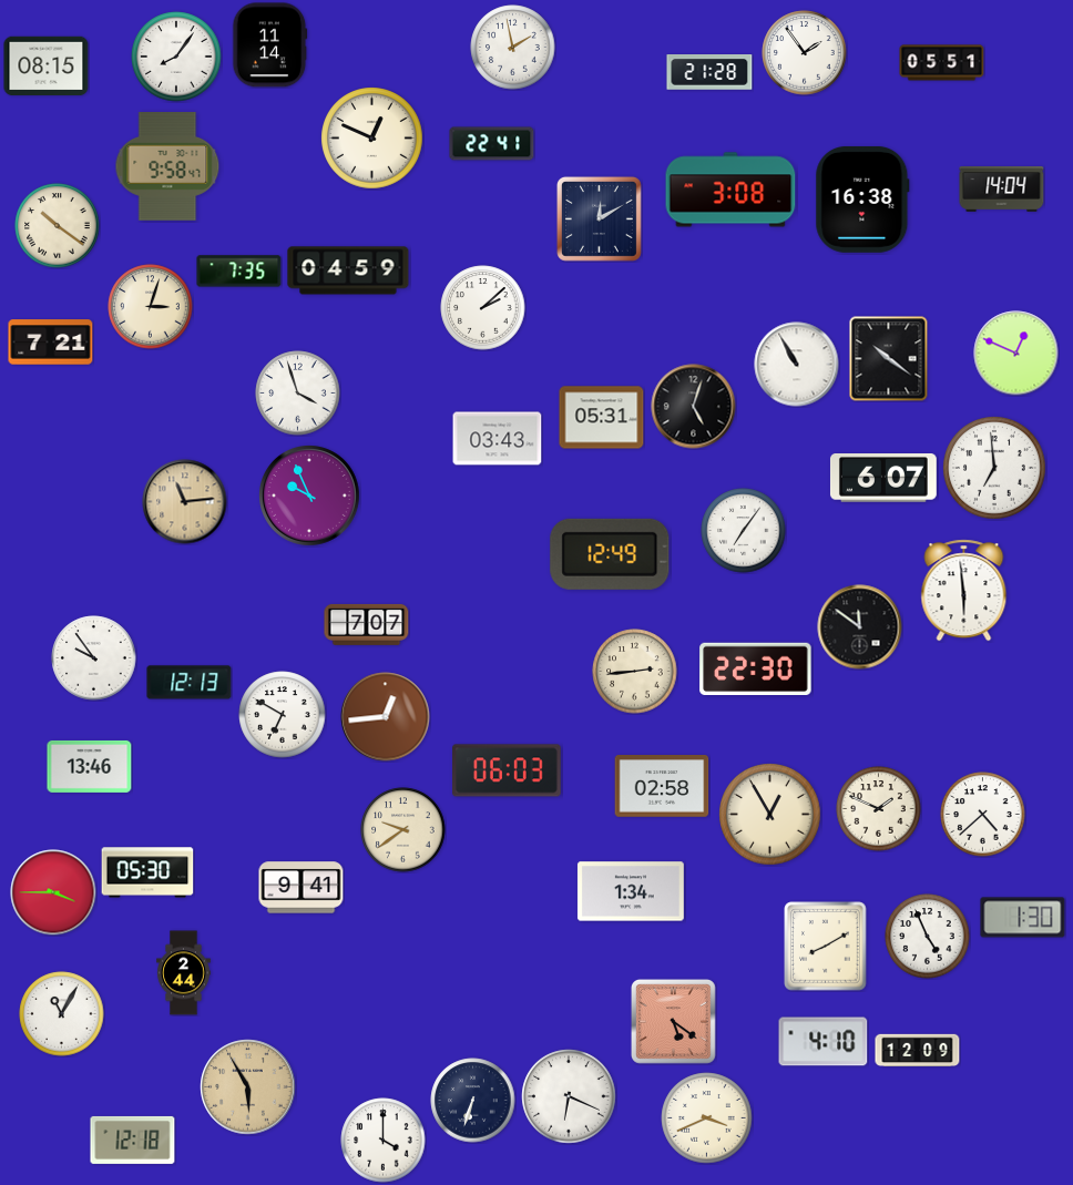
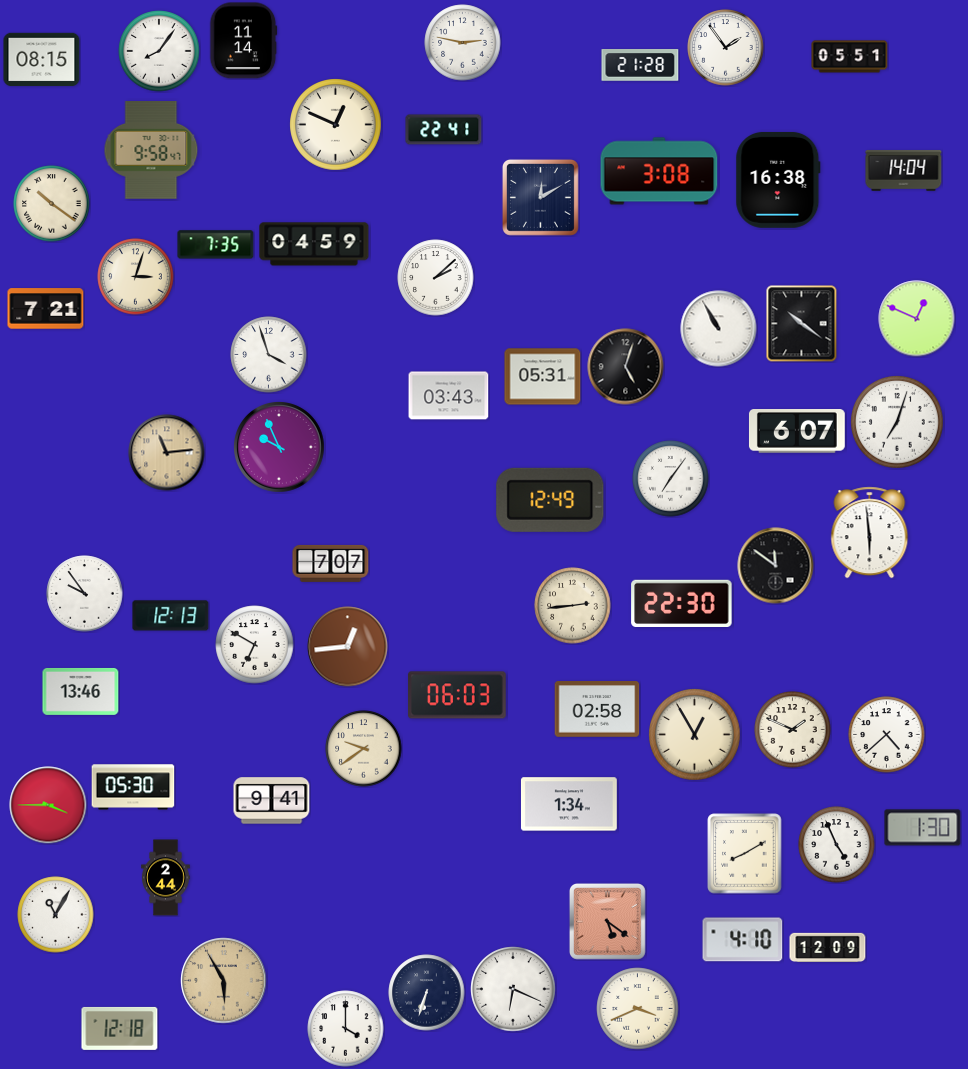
clock at (513, 48): 1:58 -> 2:47
clock at (994, 468): 6:59 -> 7:03
